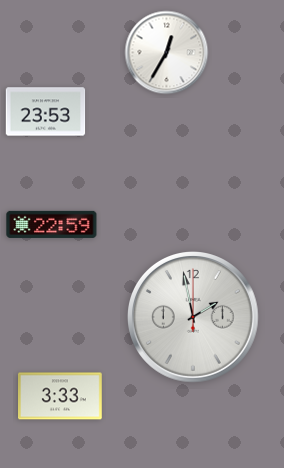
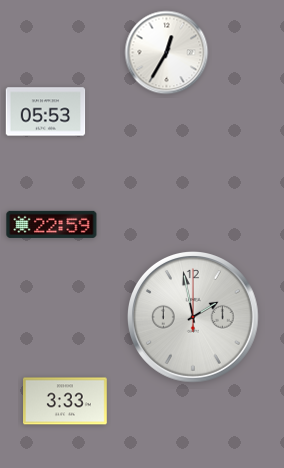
clock at (46, 112): 23:53 -> 05:53
clock at (61, 396) position: (61, 396) -> (66, 401)
